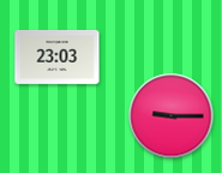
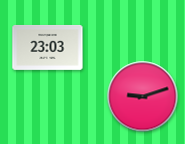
clock at (172, 117): 9:15 -> 9:12
